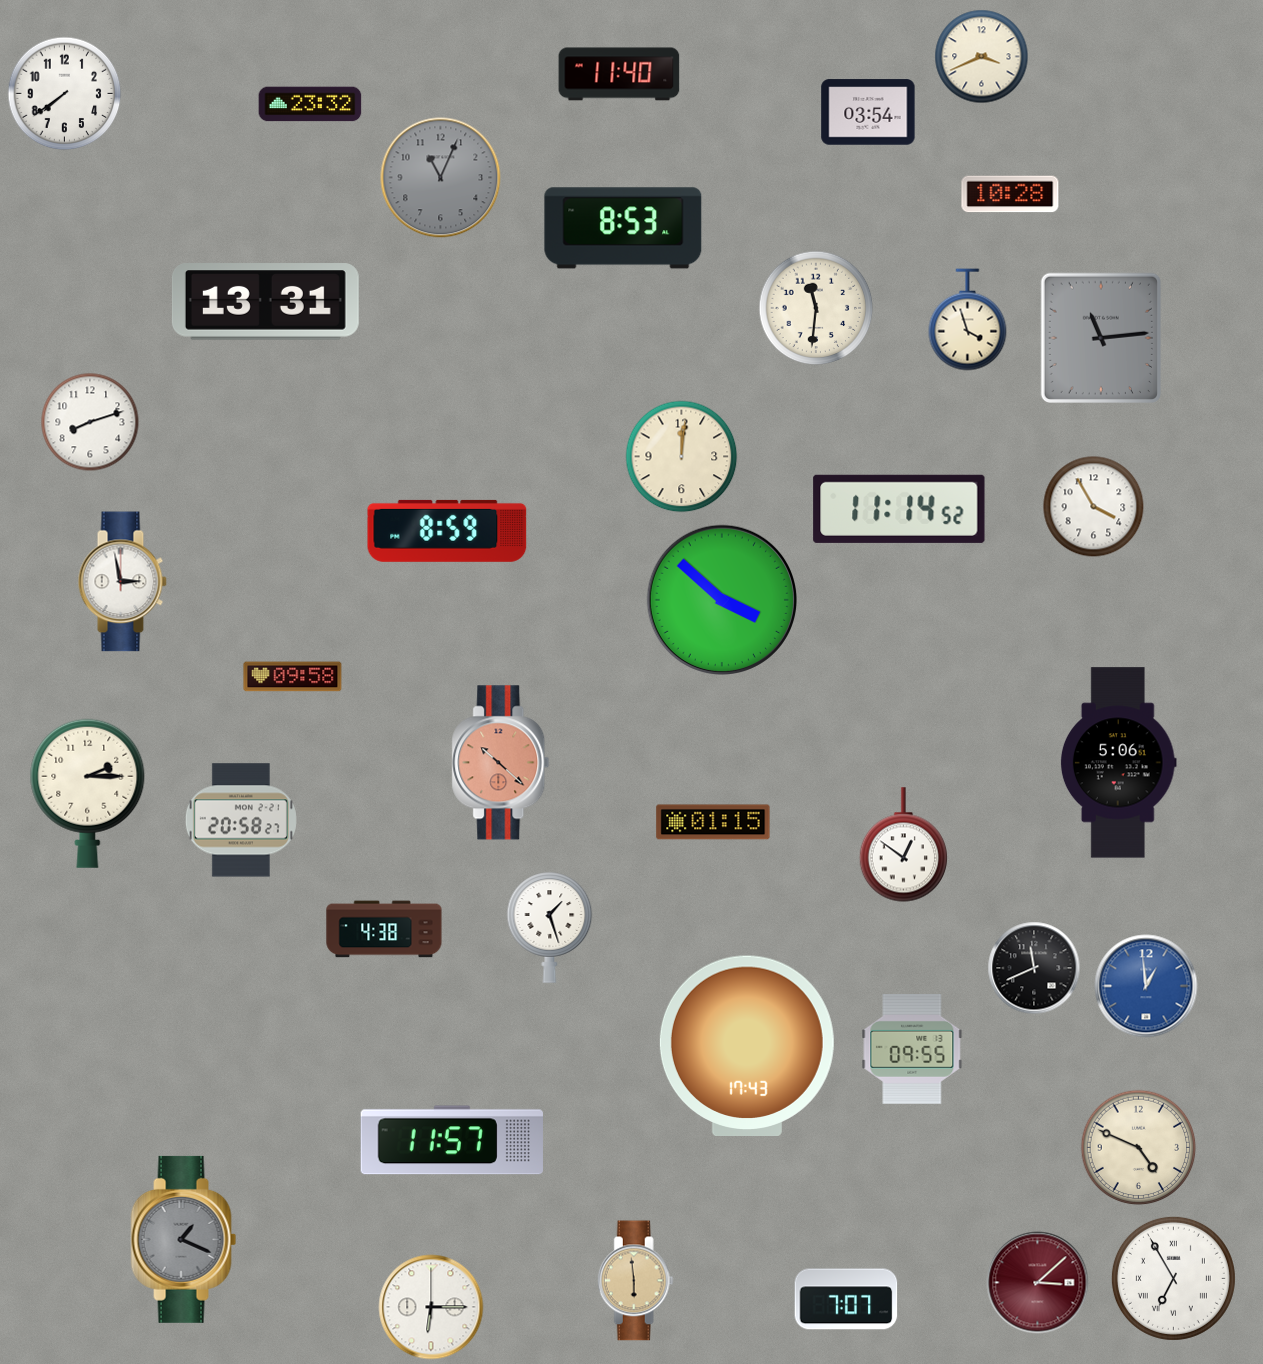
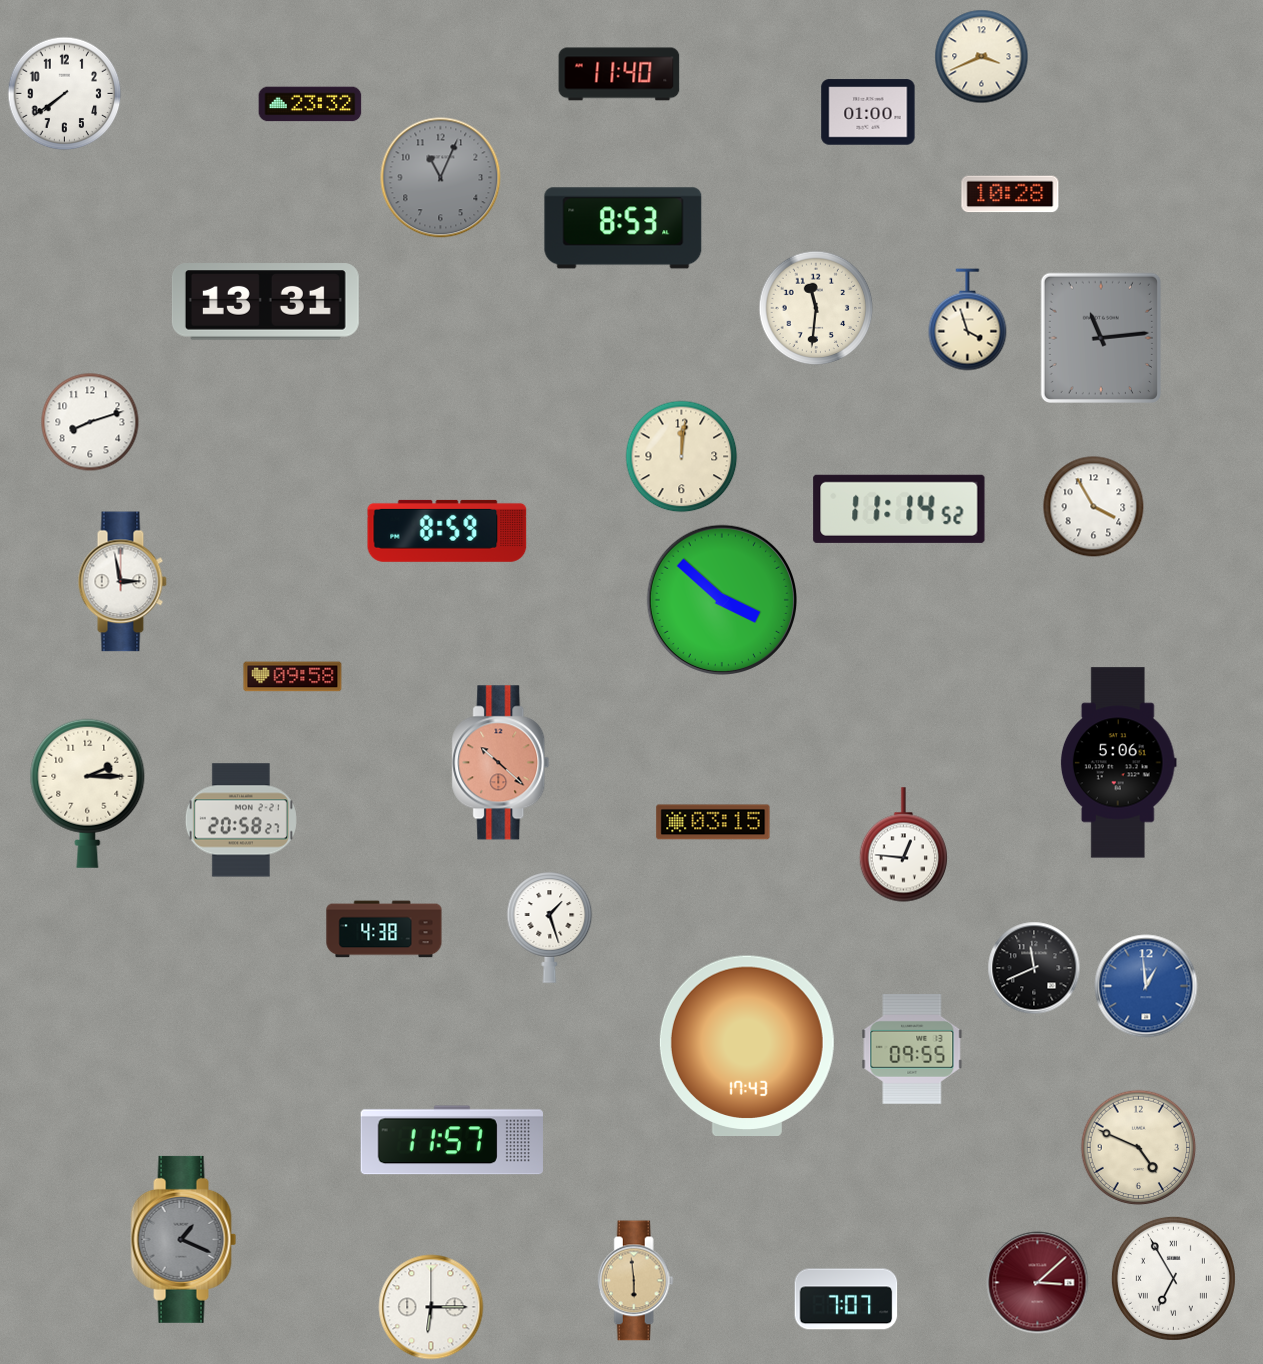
clock at (868, 112): 03:54 -> 01:00
clock at (713, 822): 01:15 -> 03:15
clock at (904, 845): 12:51 -> 12:46
